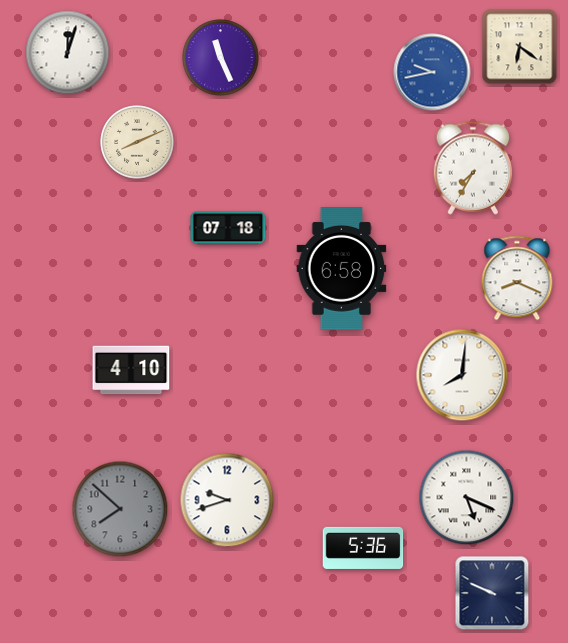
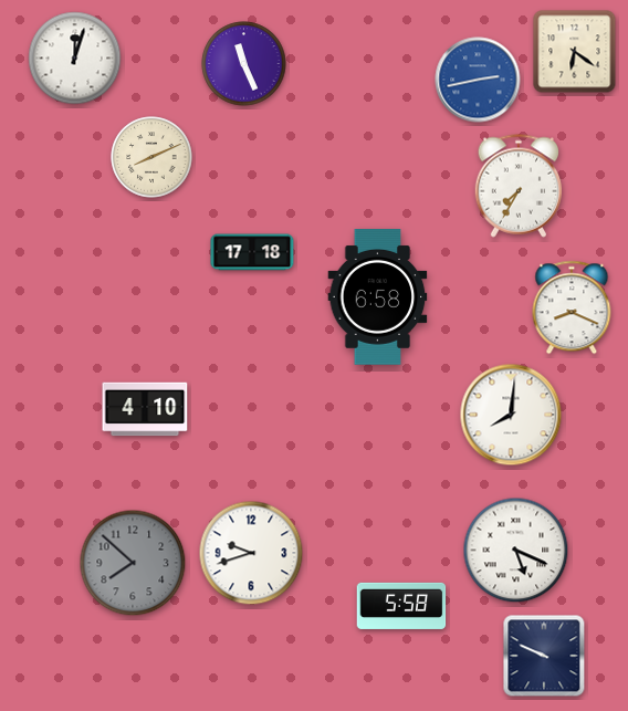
clock at (432, 72): 9:43 -> 2:43
clock at (473, 168) position: (473, 168) -> (519, 186)
clock at (228, 228): 07:18 -> 17:18
clock at (363, 548): 5:36 -> 5:58
